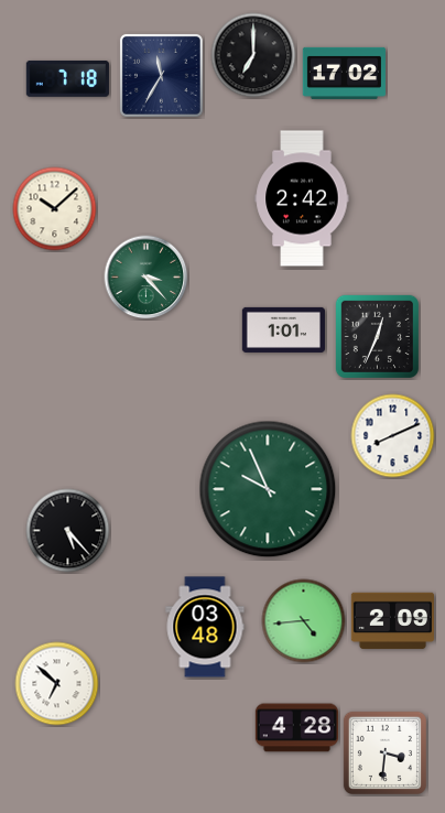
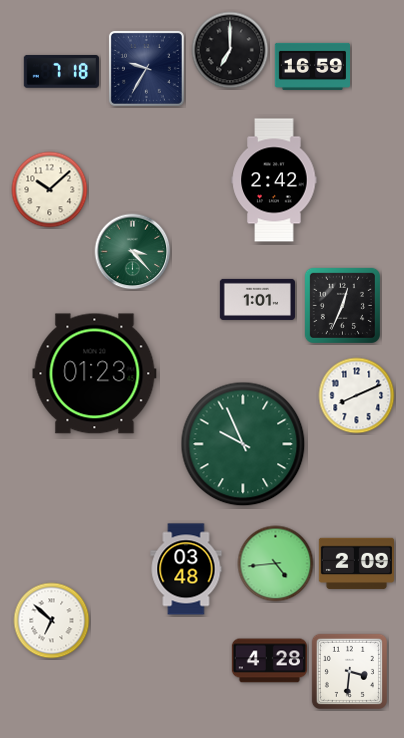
clock at (344, 73): 17:02 -> 16:59
clock at (161, 75): 11:35 -> 9:35
clock at (95, 374): none -> 01:23
clock at (68, 531): 5:23 -> none
clock at (384, 752) position: (384, 752) -> (349, 671)
